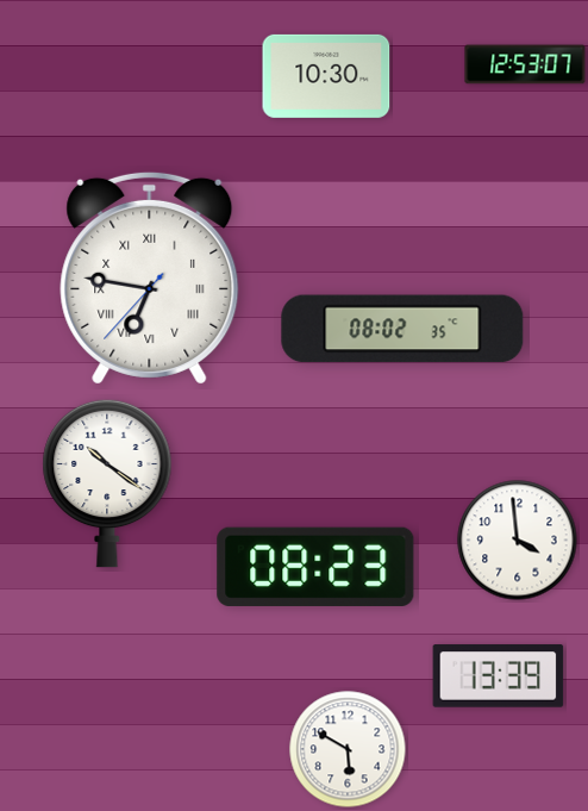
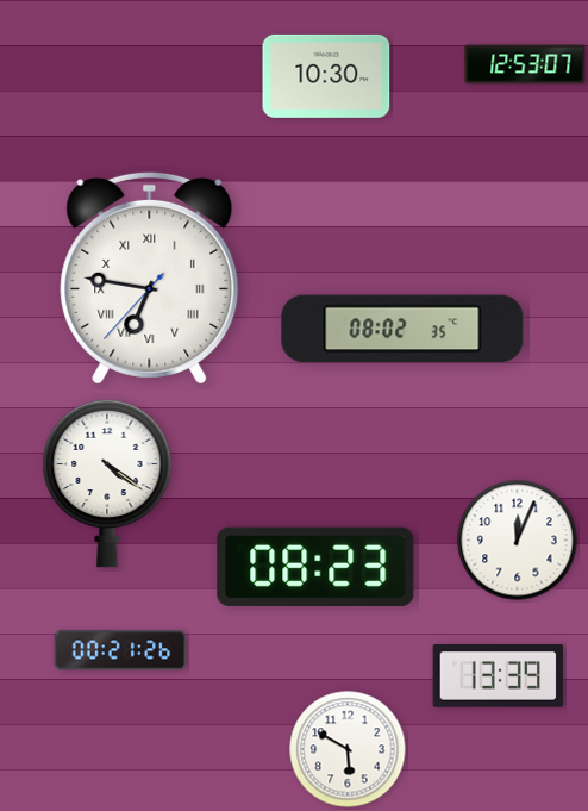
clock at (107, 484): 10:21 -> 4:21
clock at (518, 541): 3:59 -> 12:04
clock at (120, 650): none -> 00:21
